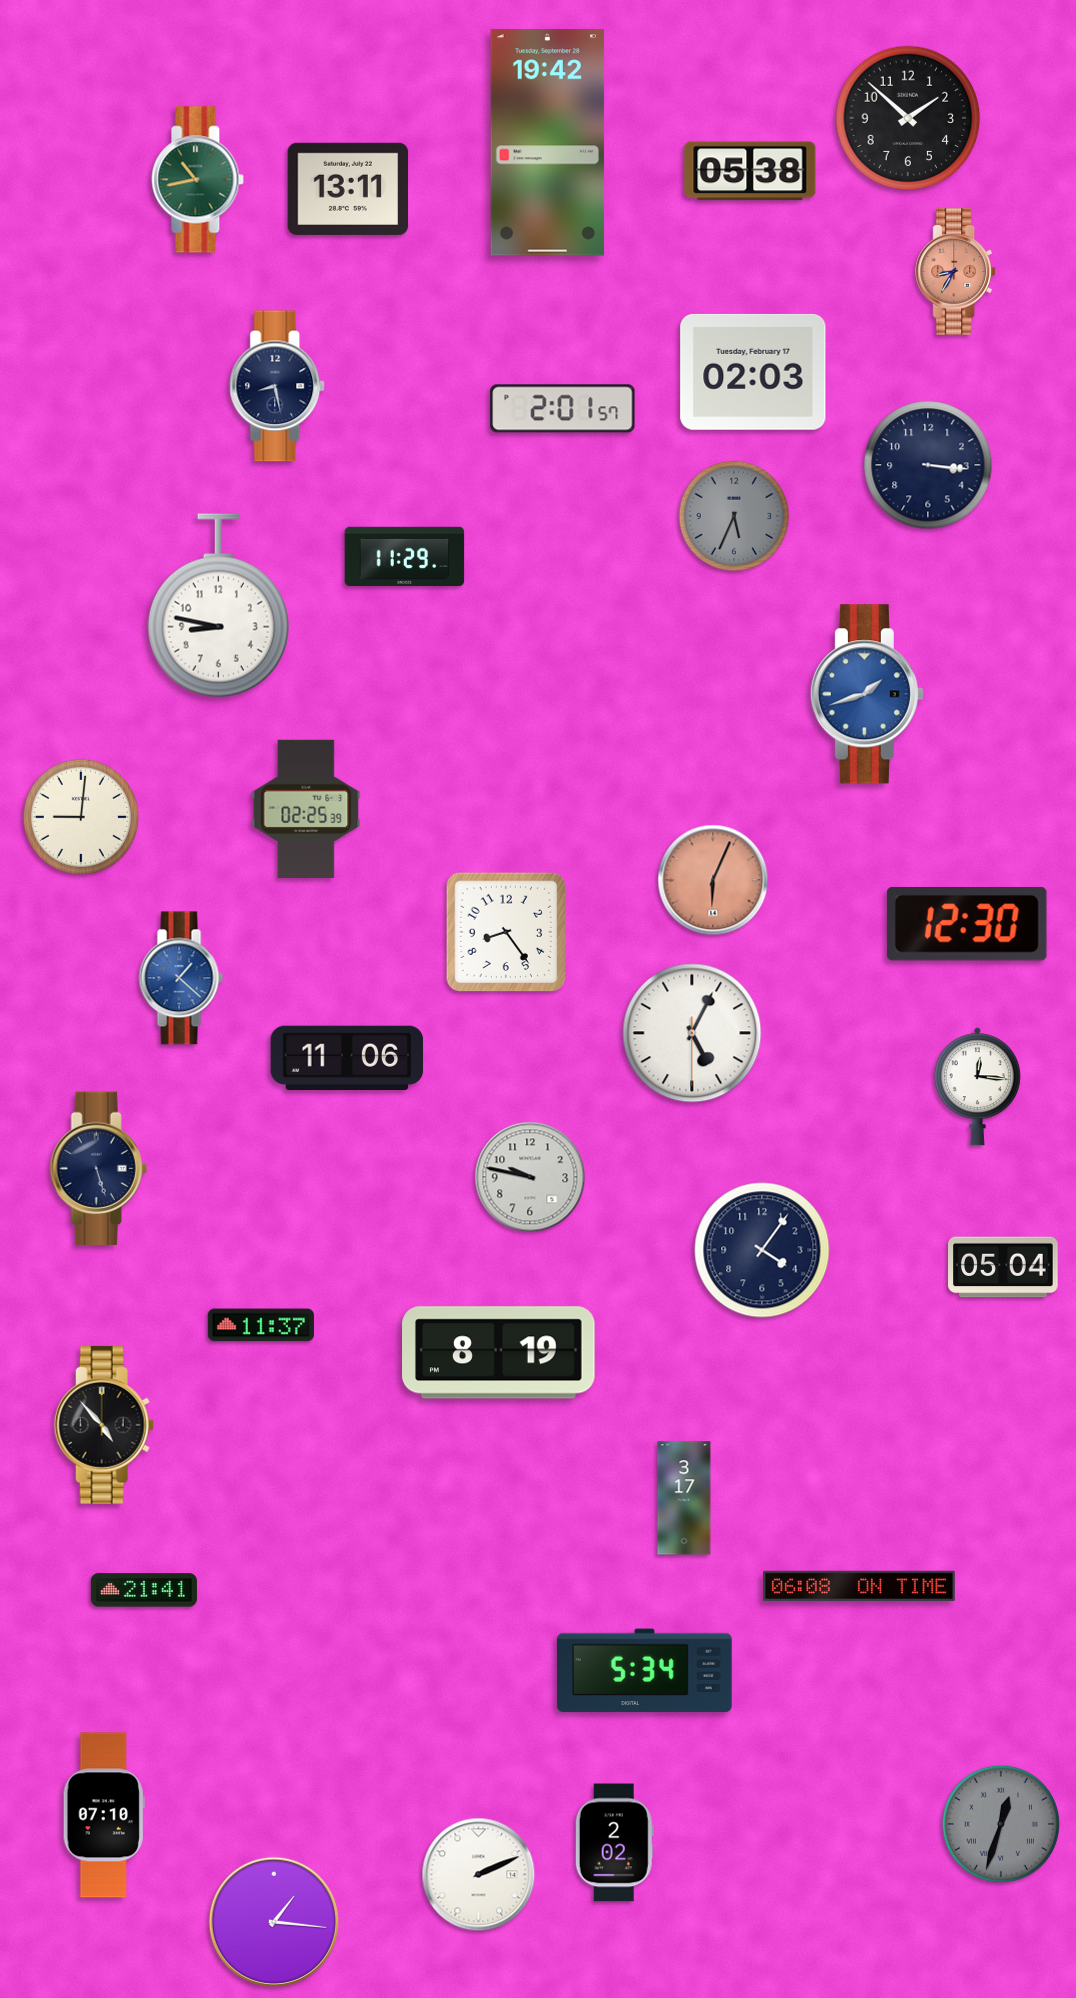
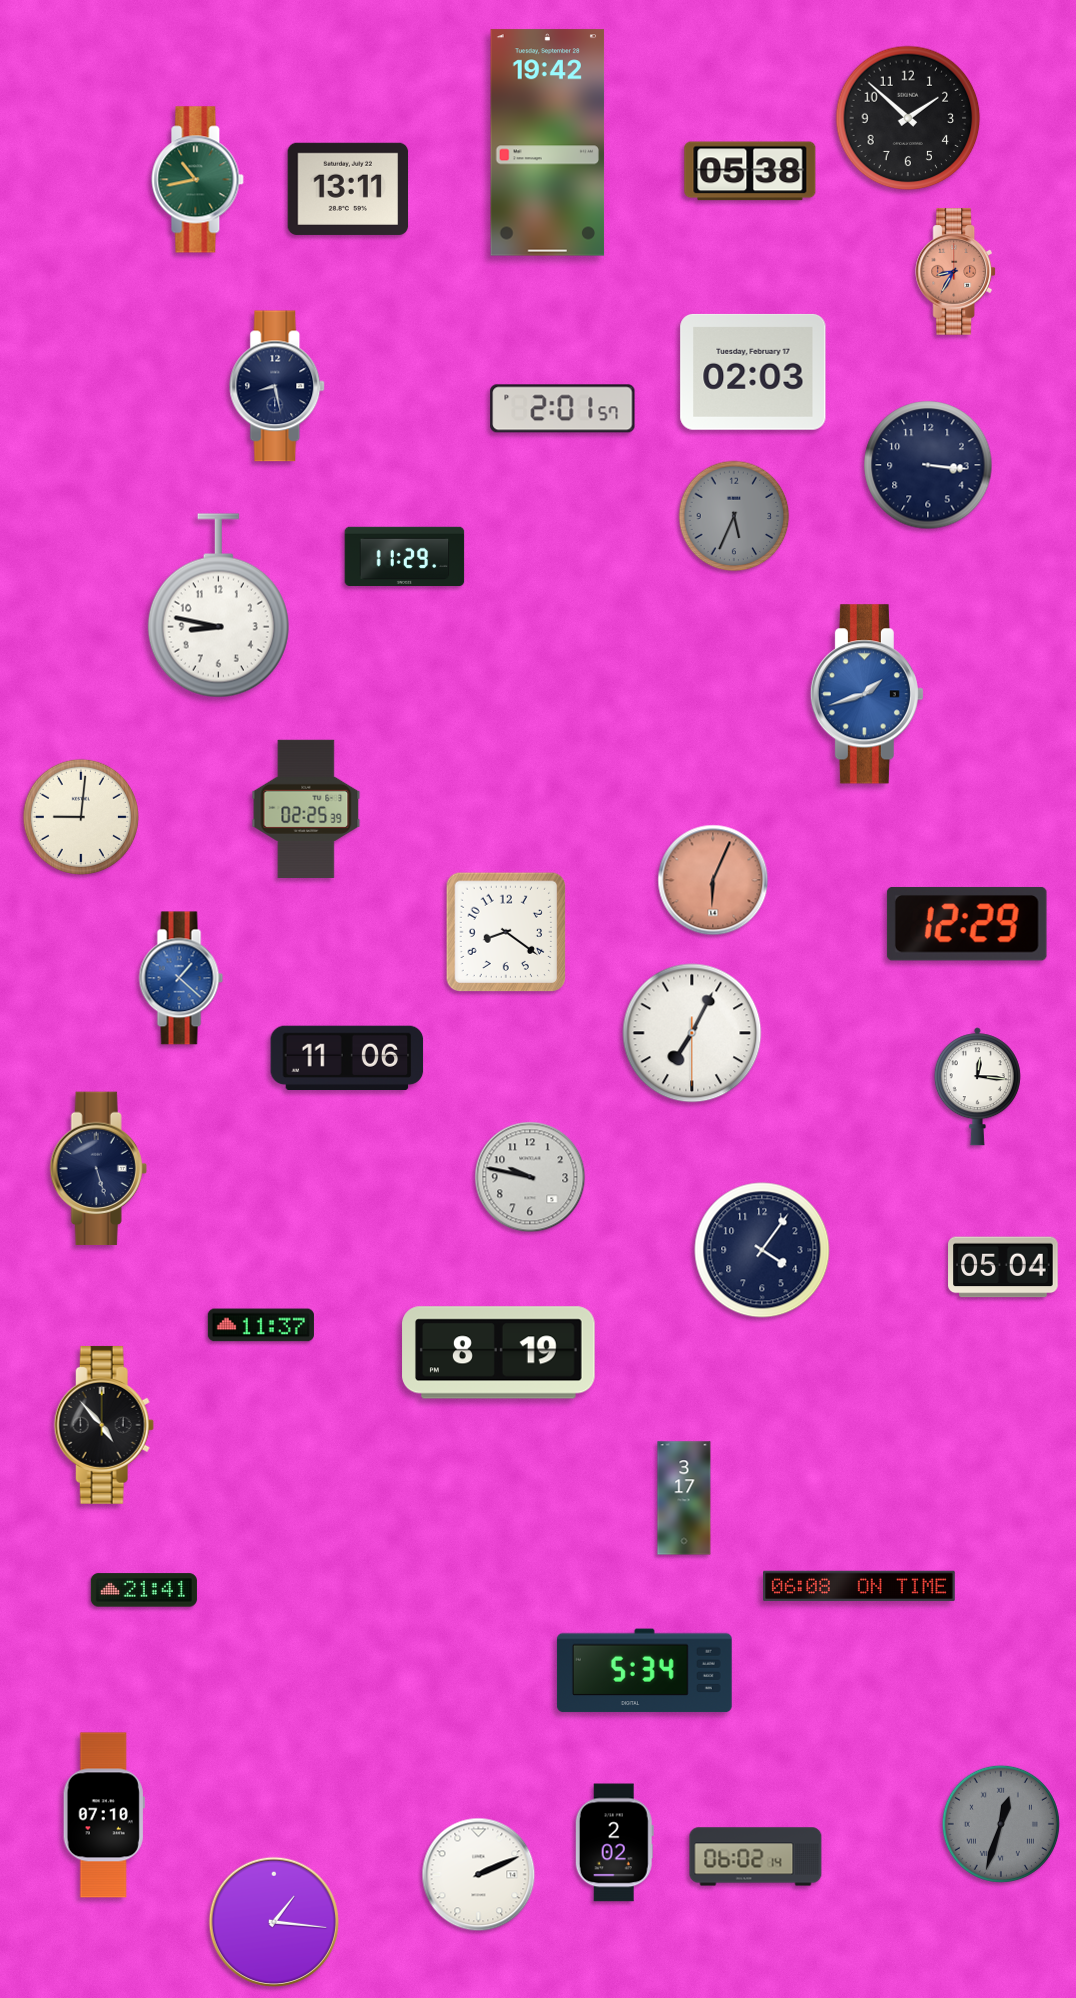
clock at (967, 924): 12:30 -> 12:29
clock at (506, 932): 8:24 -> 8:21
clock at (692, 1033): 5:04 -> 7:04
clock at (756, 1857): none -> 06:02
